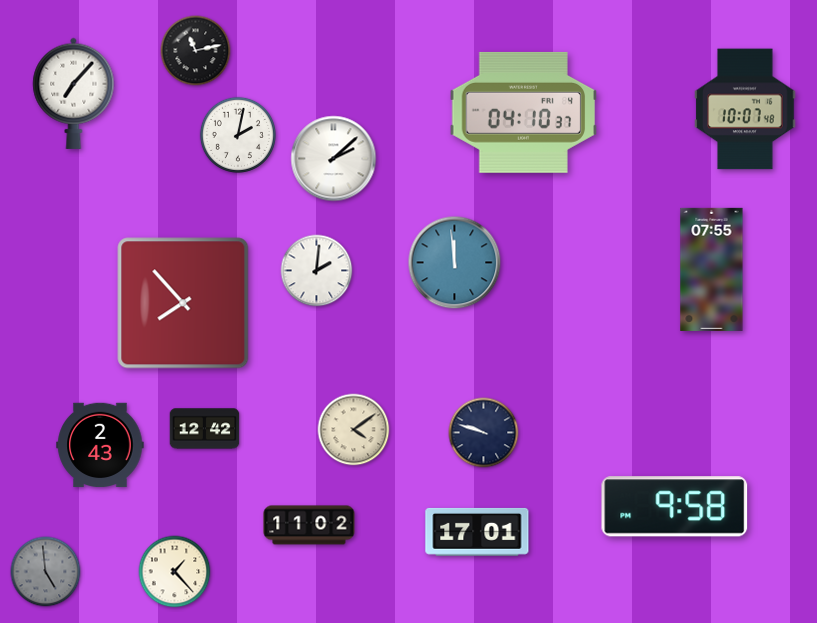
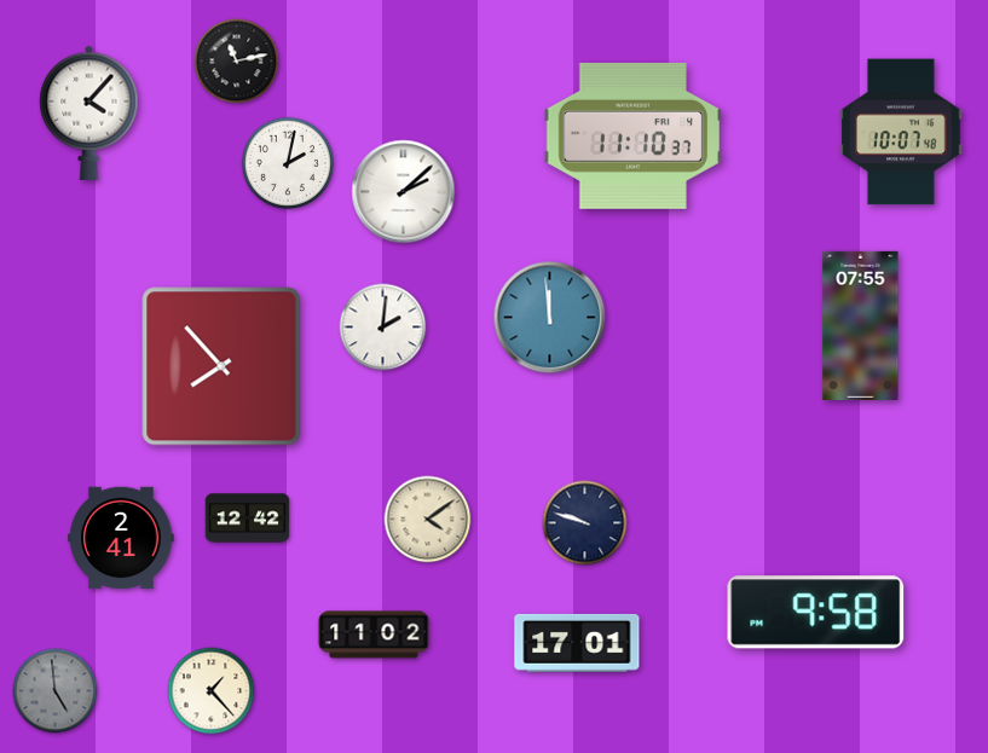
clock at (74, 93): 7:07 -> 4:07
clock at (524, 112): 04:10 -> 11:10
clock at (100, 445): 2:43 -> 2:41
